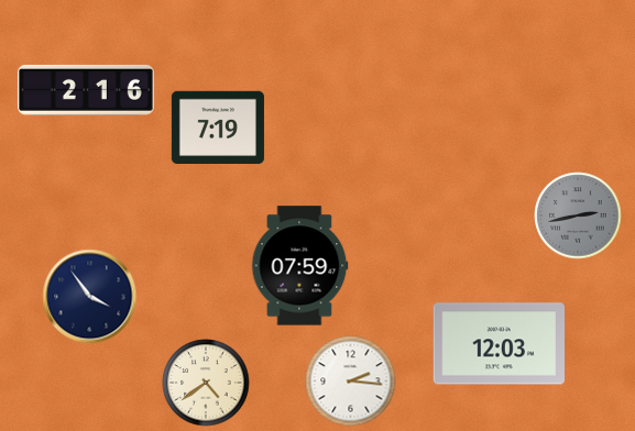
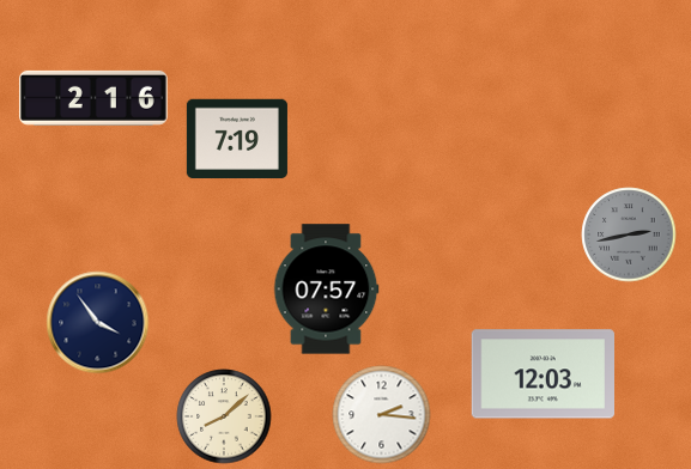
clock at (299, 266): 07:59 -> 07:57
clock at (206, 383): 4:39 -> 8:08
